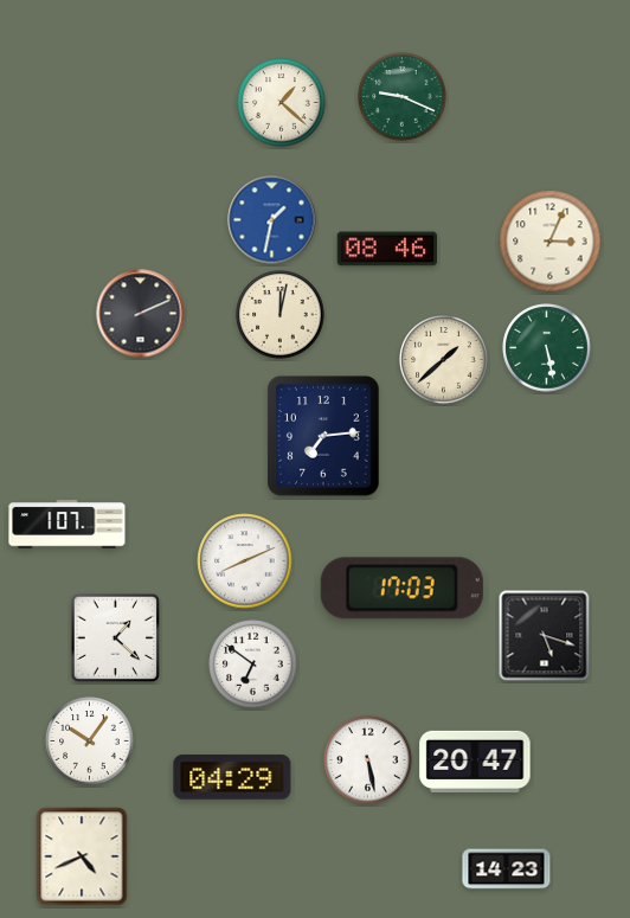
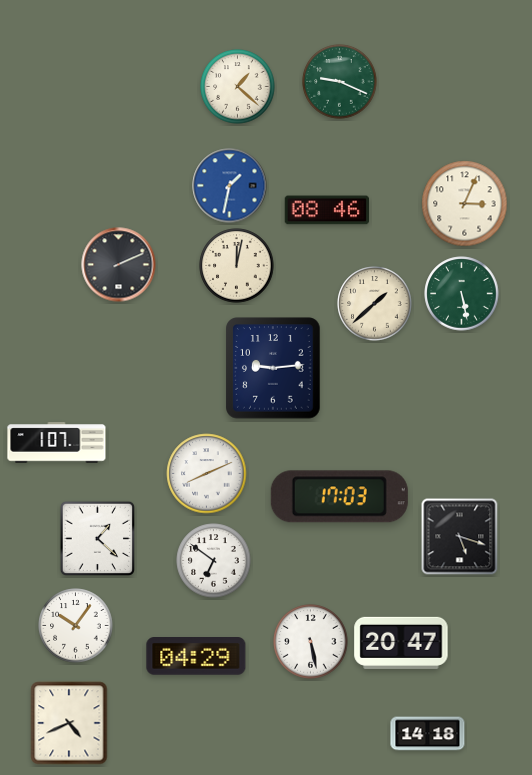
clock at (323, 436): 7:14 -> 9:14
clock at (507, 869): 14:23 -> 14:18
